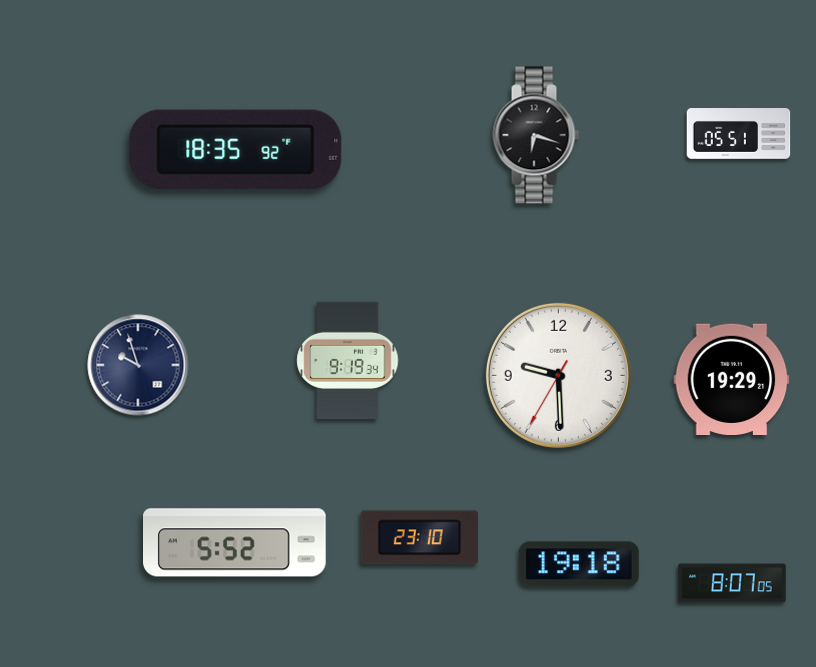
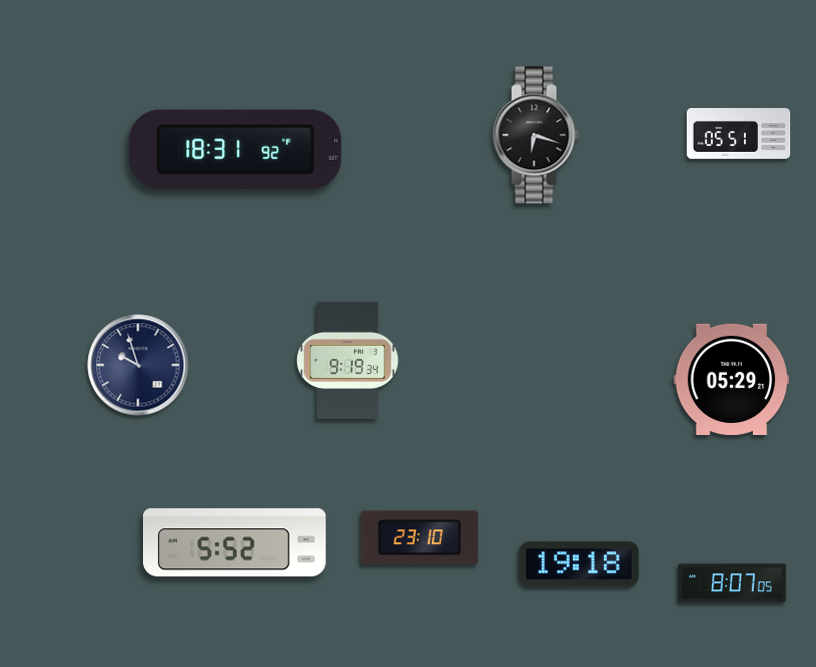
clock at (236, 149): 18:35 -> 18:31
clock at (558, 375): 9:29 -> none
clock at (732, 379): 19:29 -> 05:29
